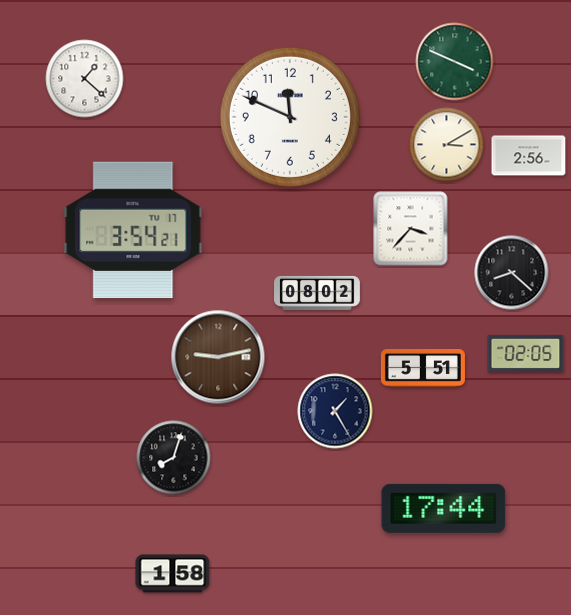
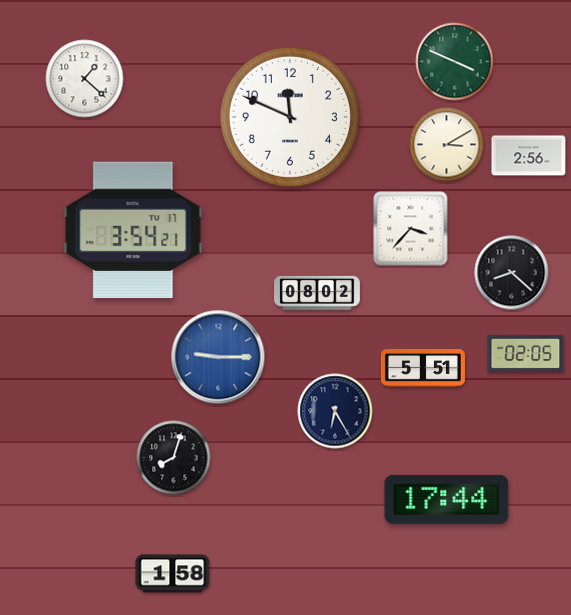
clock at (218, 357): 9:13 -> 9:15
clock at (218, 357) dial: brown -> blue
clock at (335, 411): 1:25 -> 6:25
clock at (444, 508) position: (444, 508) -> (447, 499)
